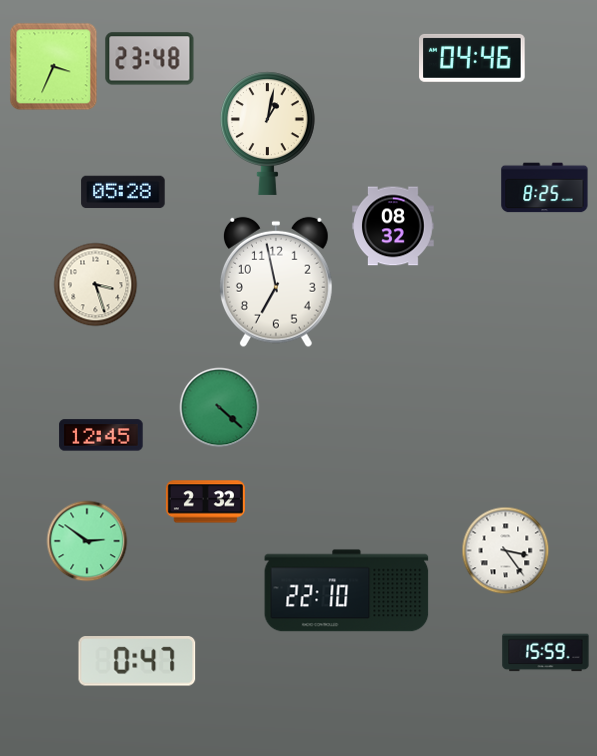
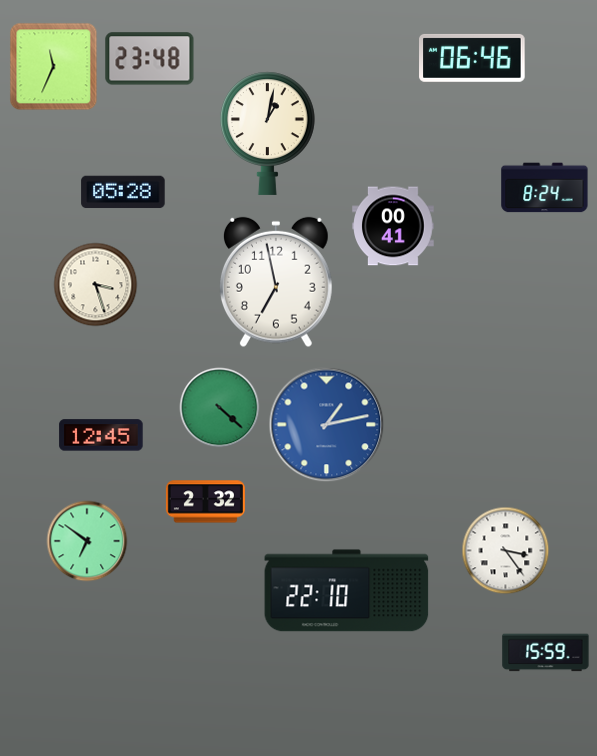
clock at (472, 58): 04:46 -> 06:46
clock at (54, 67): 3:34 -> 11:34
clock at (545, 188): 8:25 -> 8:24
clock at (393, 226): 08:32 -> 00:41
clock at (327, 425): none -> 1:13
clock at (87, 541): 2:51 -> 6:51
clock at (137, 661): 0:47 -> none
